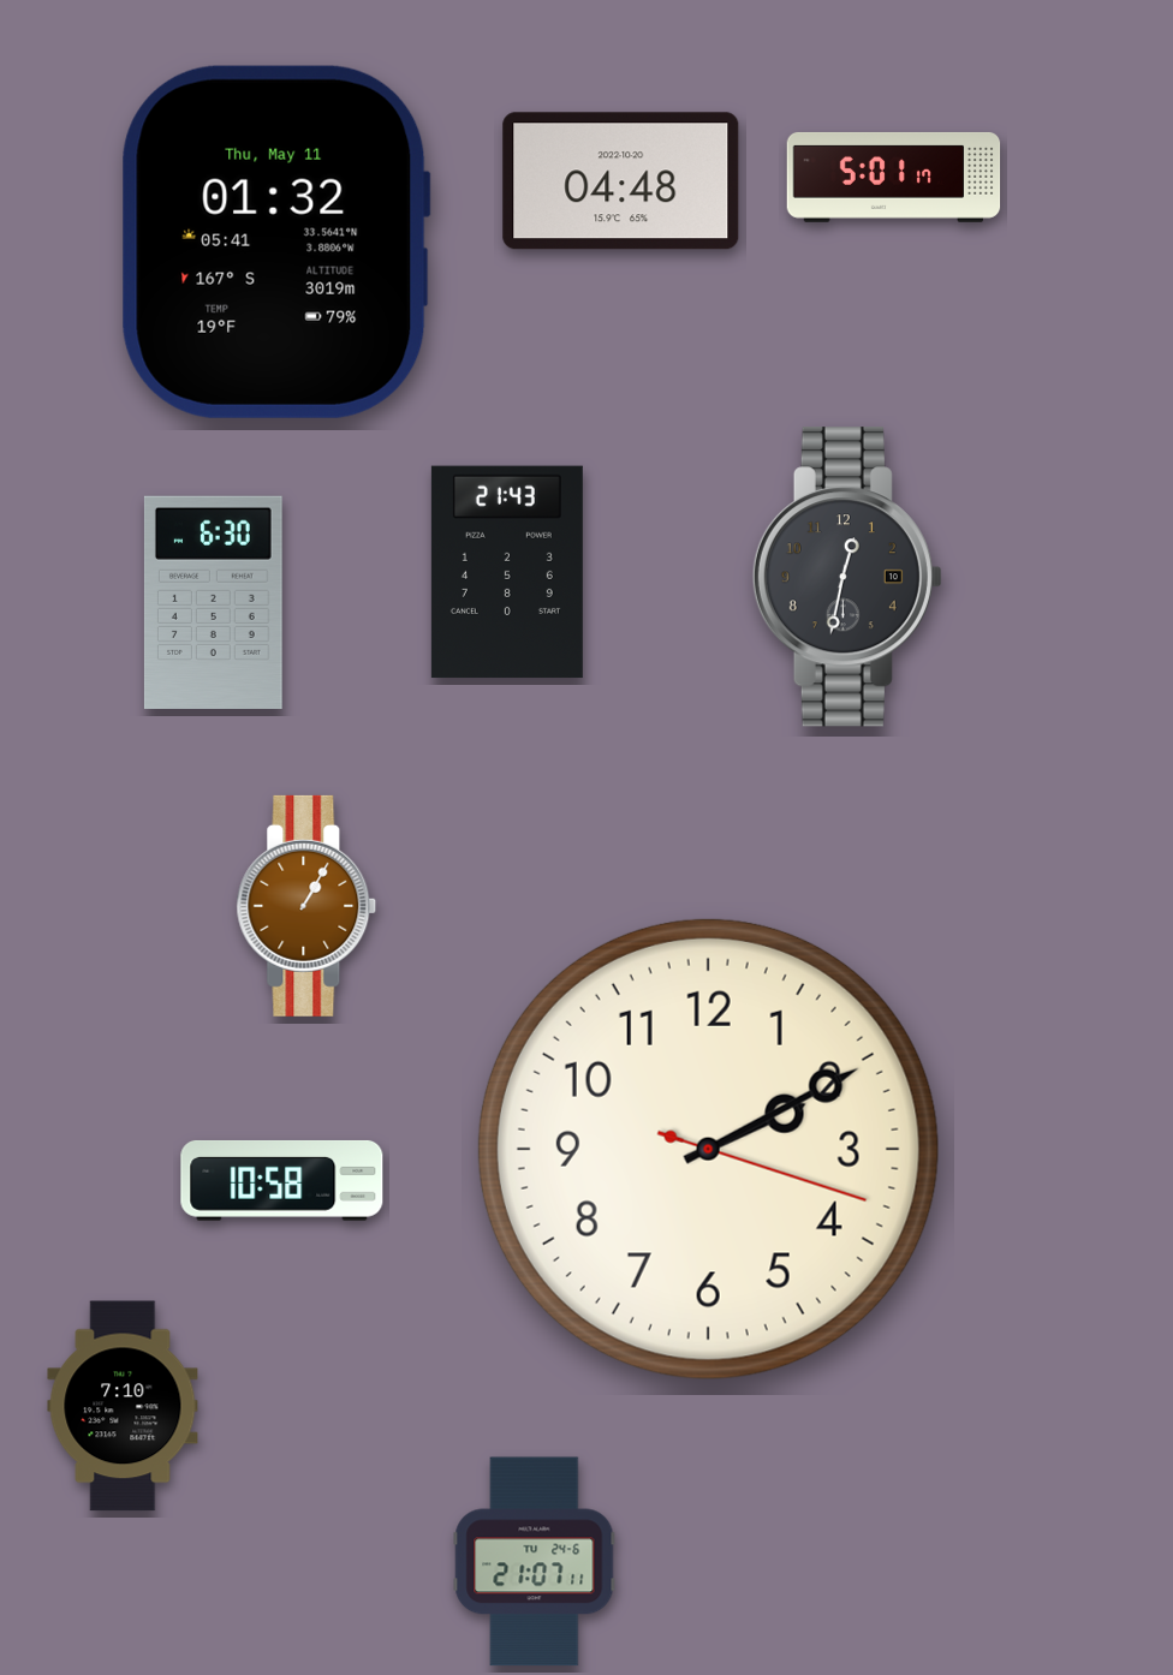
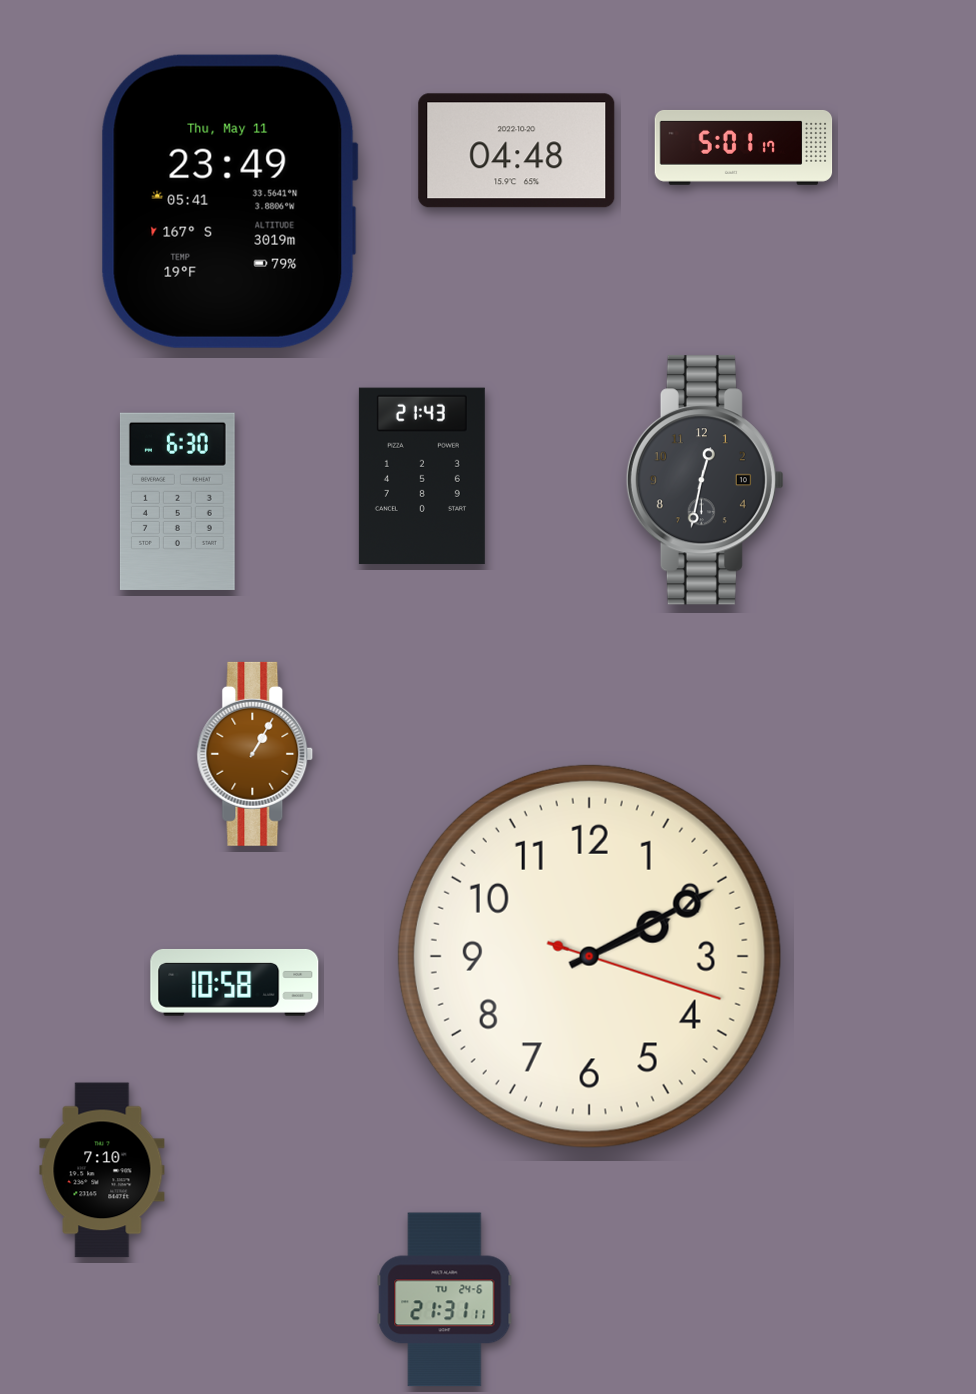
clock at (275, 242): 01:32 -> 23:49
clock at (535, 1562): 21:07 -> 21:31
